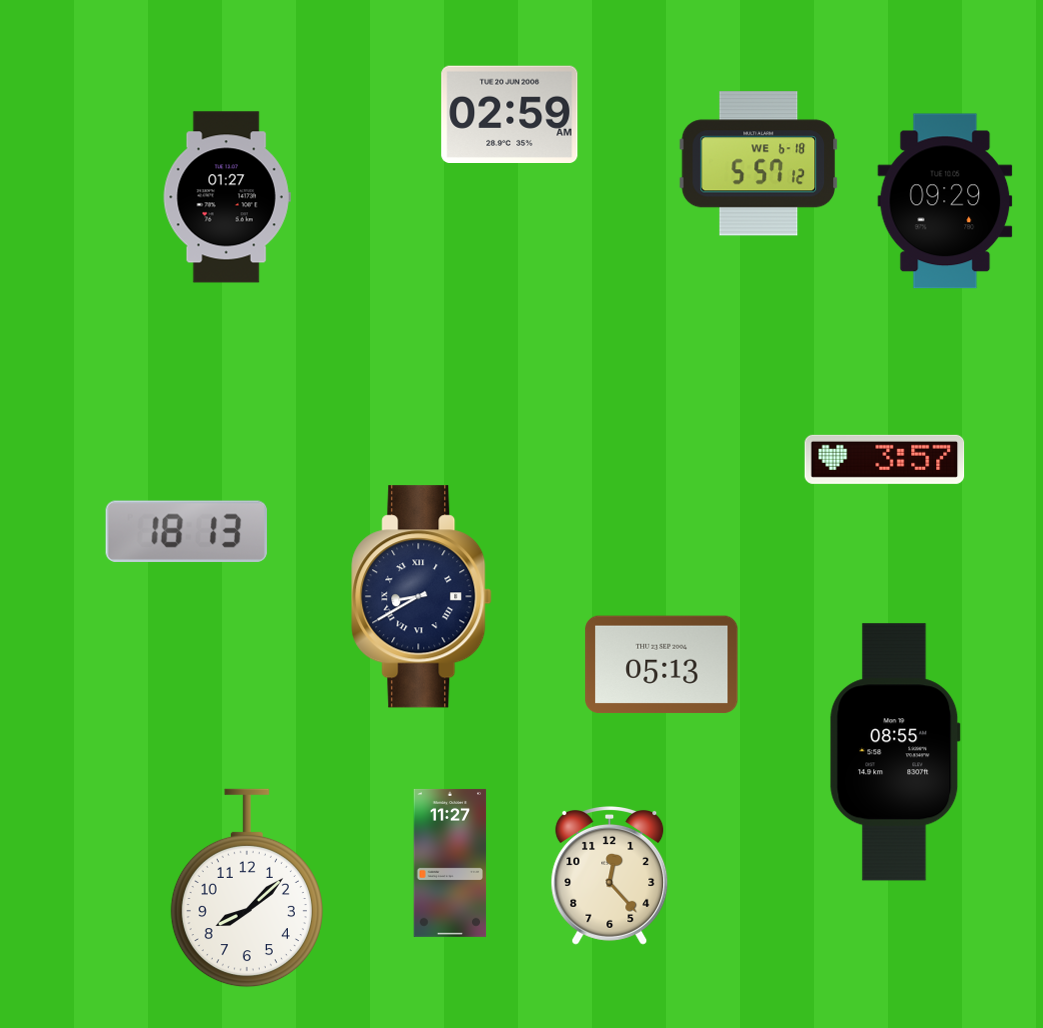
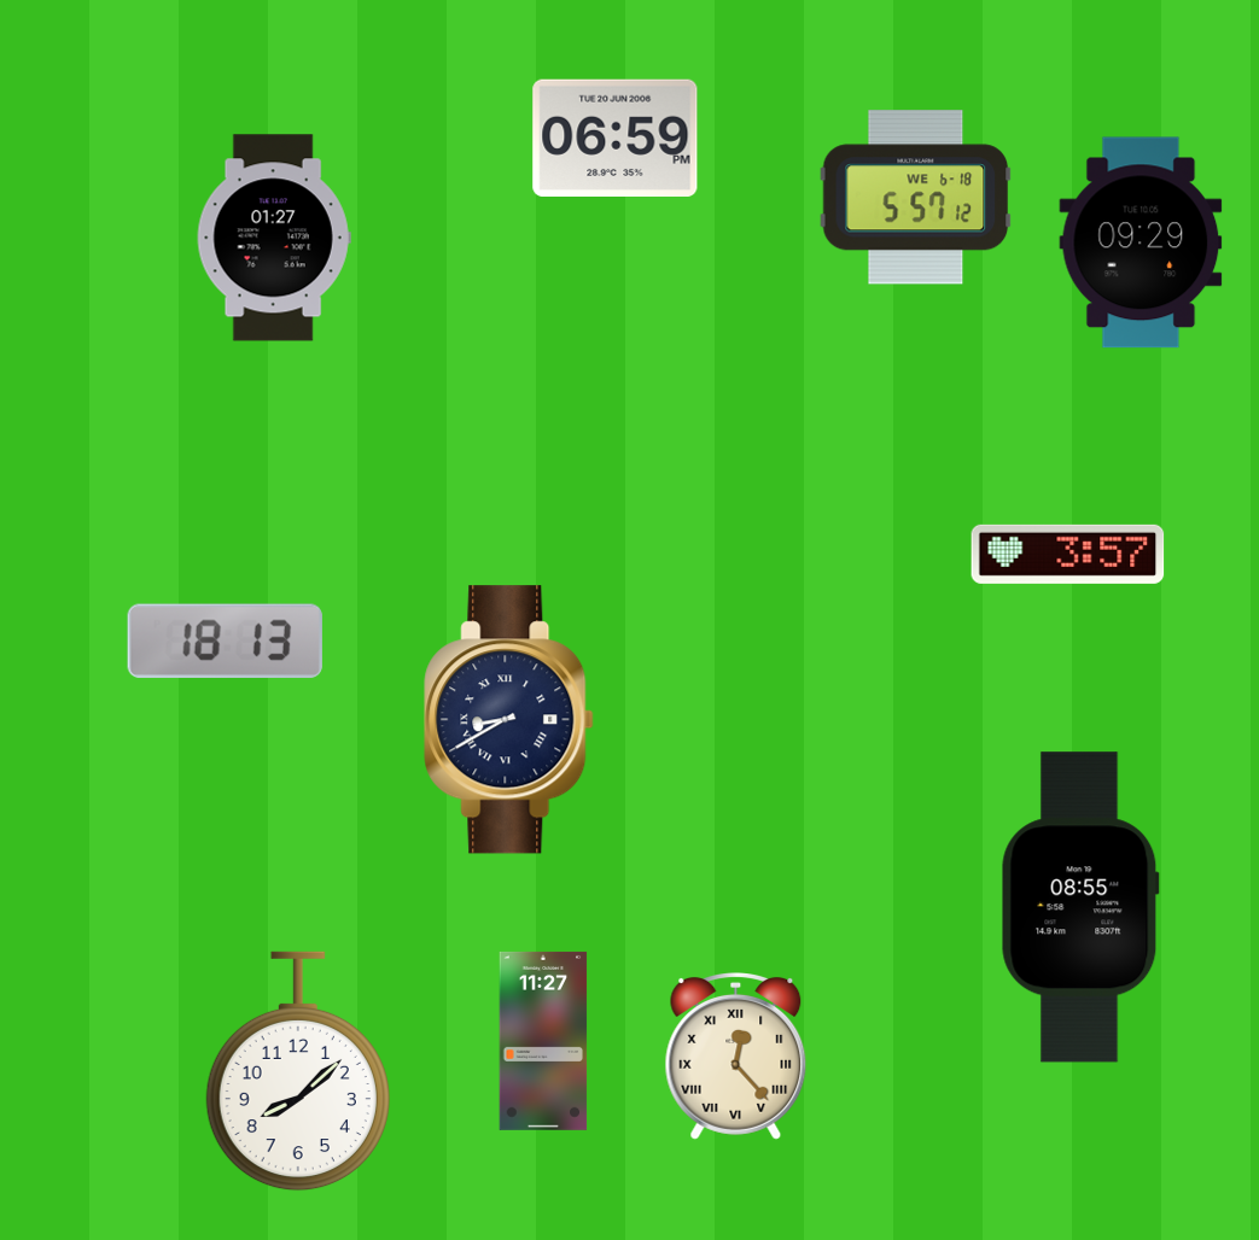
clock at (510, 114): 02:59 -> 06:59
clock at (662, 665): 05:13 -> none
clock at (610, 876) numerals: Arabic -> Roman
